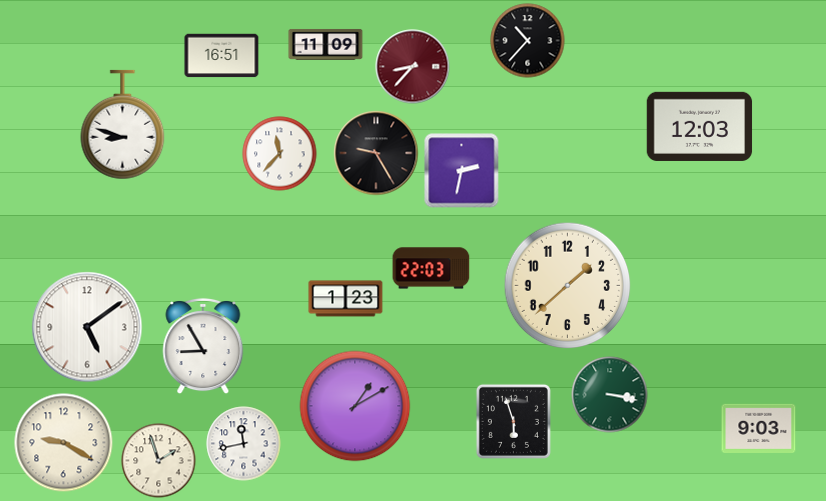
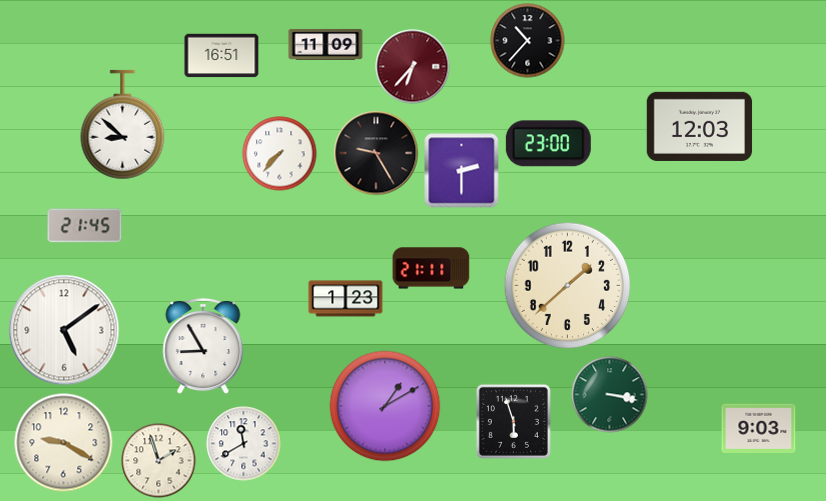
clock at (413, 67): 8:37 -> 6:37
clock at (123, 125): 8:48 -> 8:52
clock at (548, 144): none -> 23:00
clock at (280, 154): 11:37 -> 7:37
clock at (462, 171): 2:32 -> 2:30
clock at (85, 226): none -> 21:45
clock at (431, 268): 22:03 -> 21:11
clock at (87, 327) position: (87, 327) -> (64, 330)
clock at (355, 406) position: (355, 406) -> (385, 406)
clock at (244, 444): 11:43 -> 11:40
